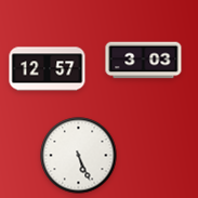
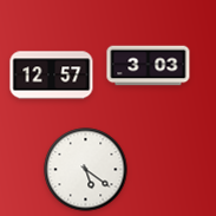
clock at (144, 61) position: (144, 61) -> (149, 66)
clock at (79, 156): 5:26 -> 5:21
